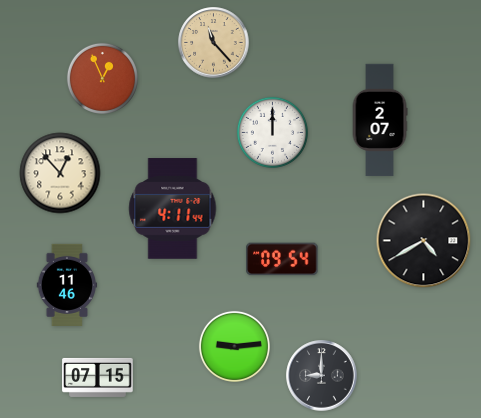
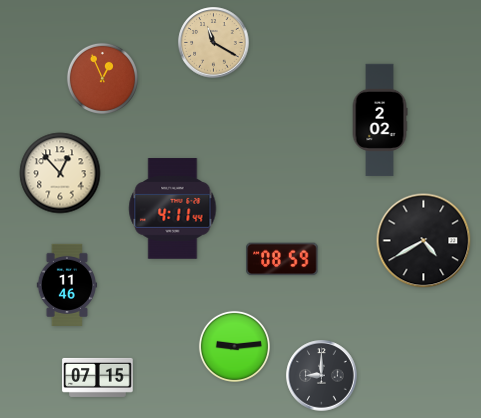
clock at (214, 43): 11:23 -> 11:20
clock at (380, 120): 2:07 -> 2:02
clock at (272, 132): 12:00 -> none
clock at (282, 259): 09:54 -> 08:59
